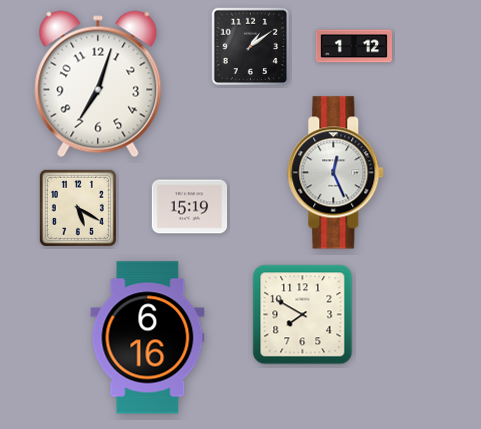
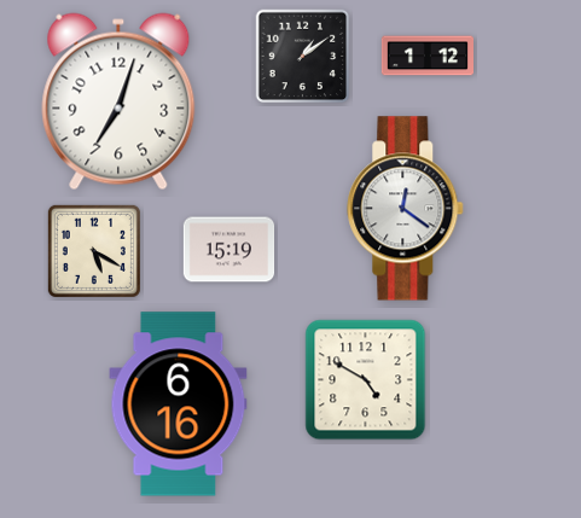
clock at (336, 173): 12:26 -> 12:21
clock at (303, 315): 7:50 -> 4:50
clock at (148, 338) position: (148, 338) -> (179, 404)
